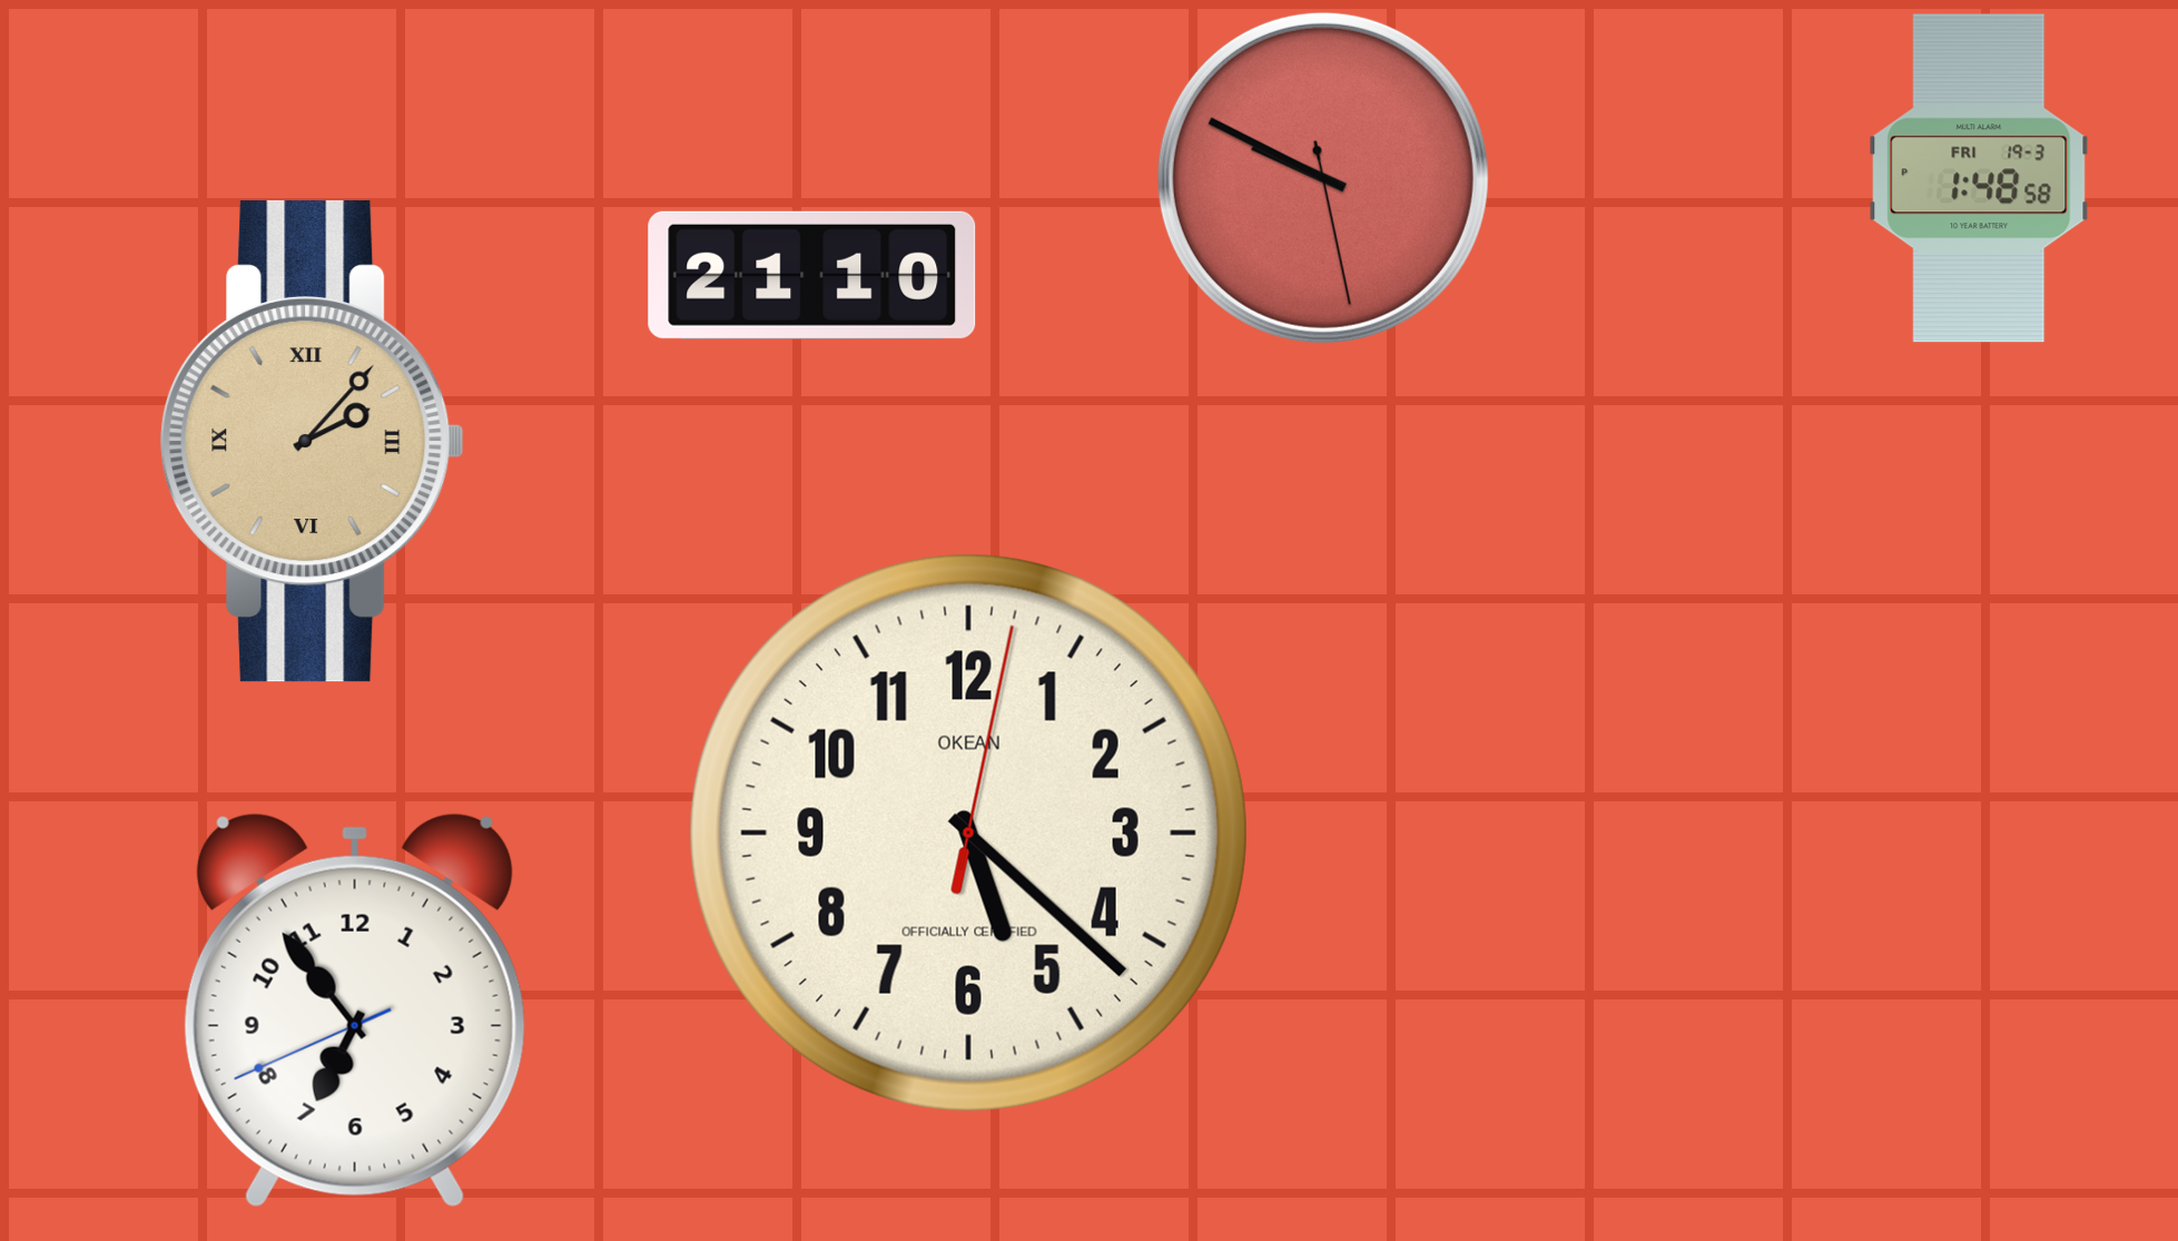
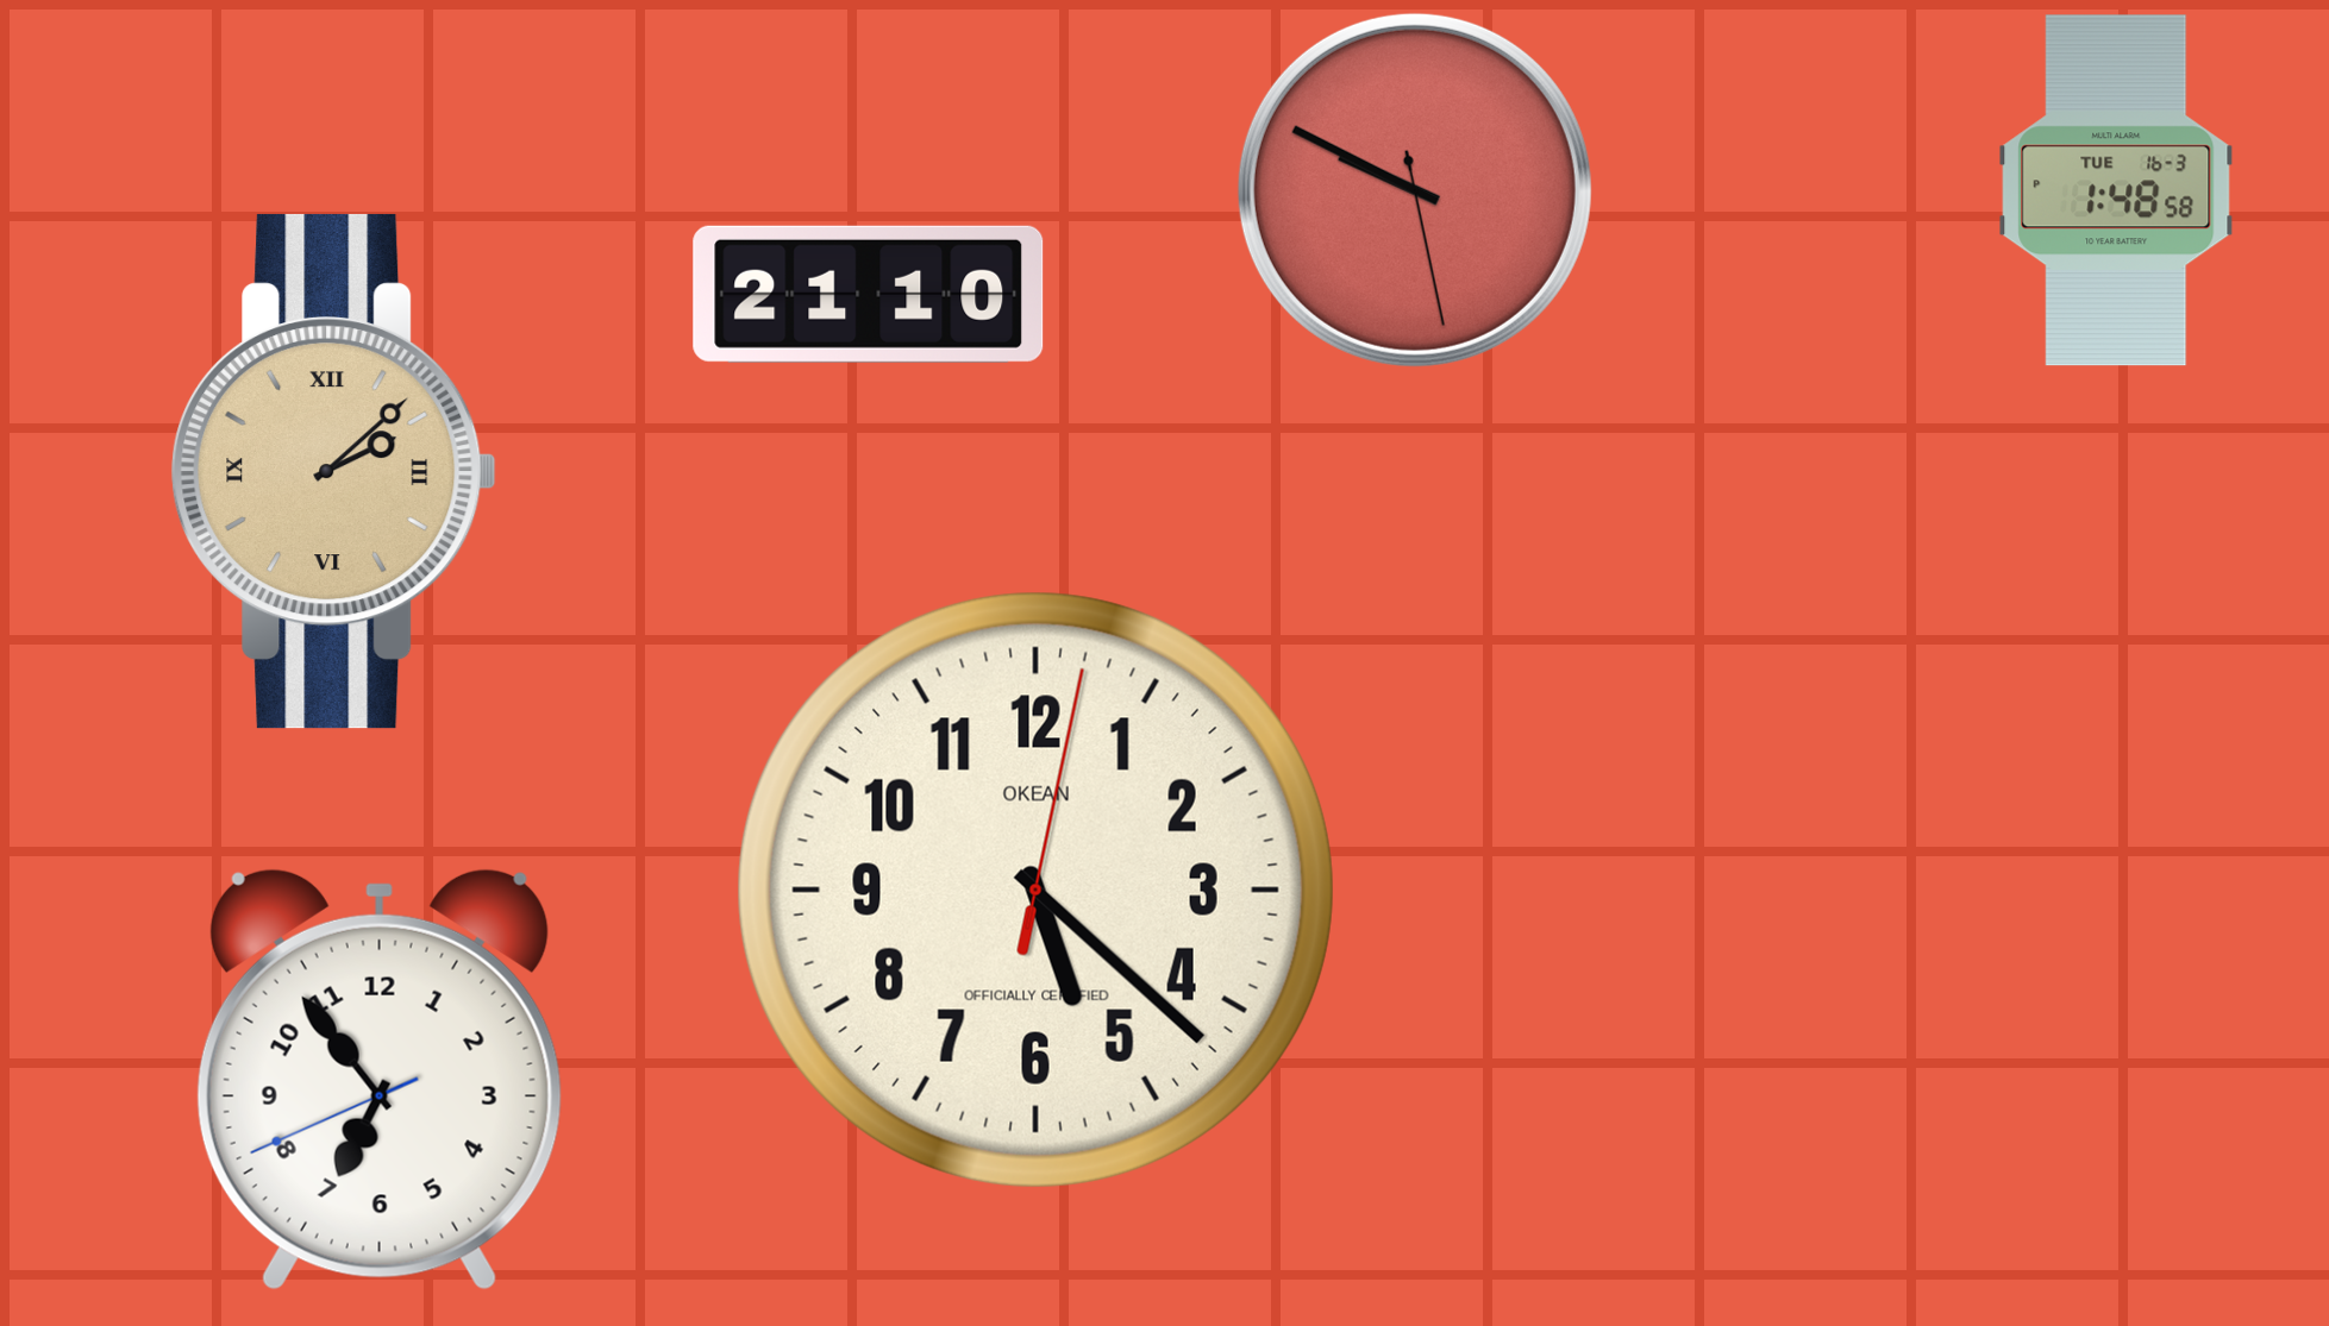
clock at (1979, 178) date: FRI 19-3 -> TUE 16-3
clock at (313, 441): 2:07 -> 2:08
